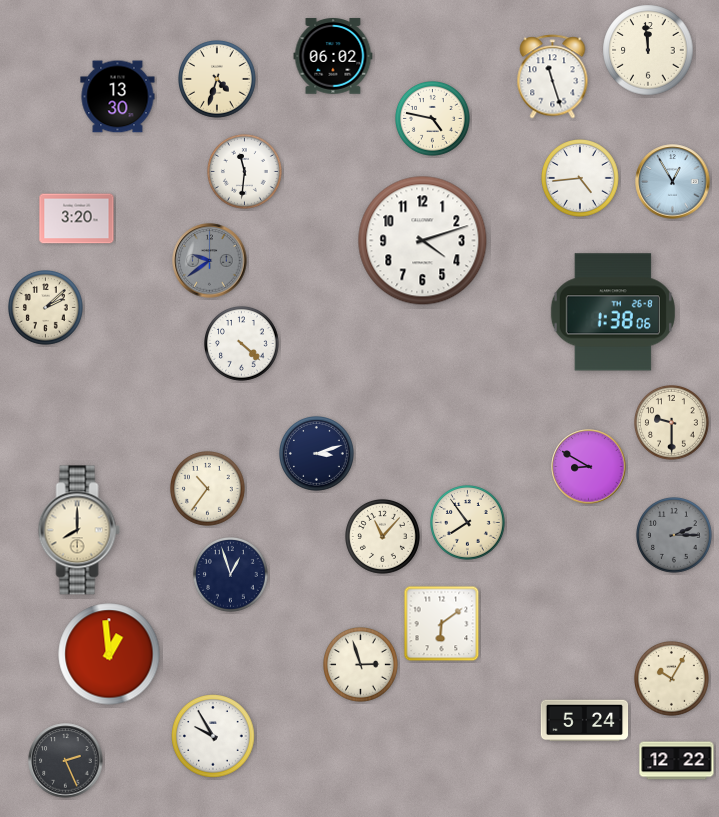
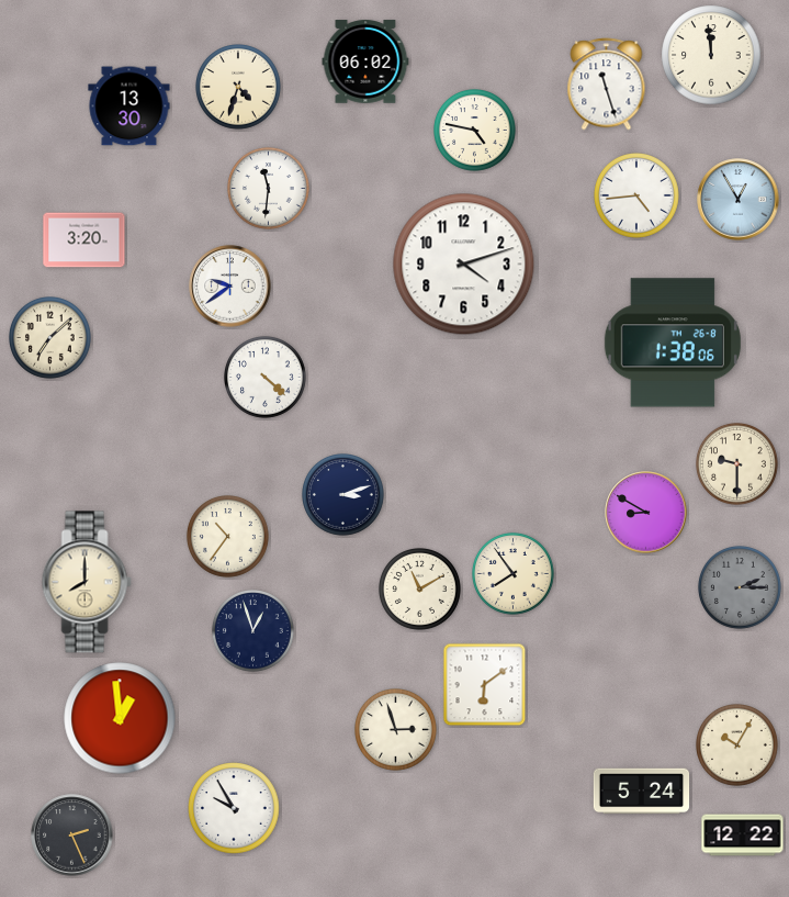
clock at (210, 261) dial: grey -> white
clock at (46, 308): 2:08 -> 7:08
clock at (317, 454) position: (317, 454) -> (343, 495)
clock at (383, 537): 11:07 -> 11:10
